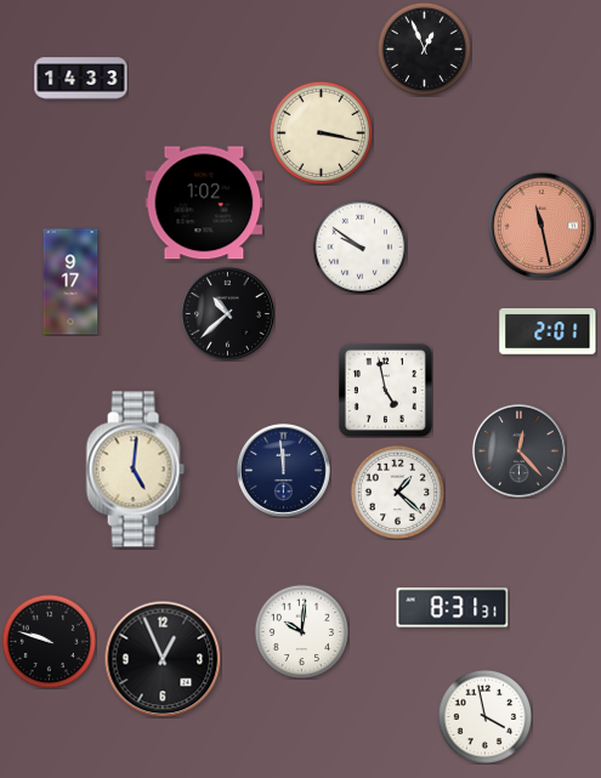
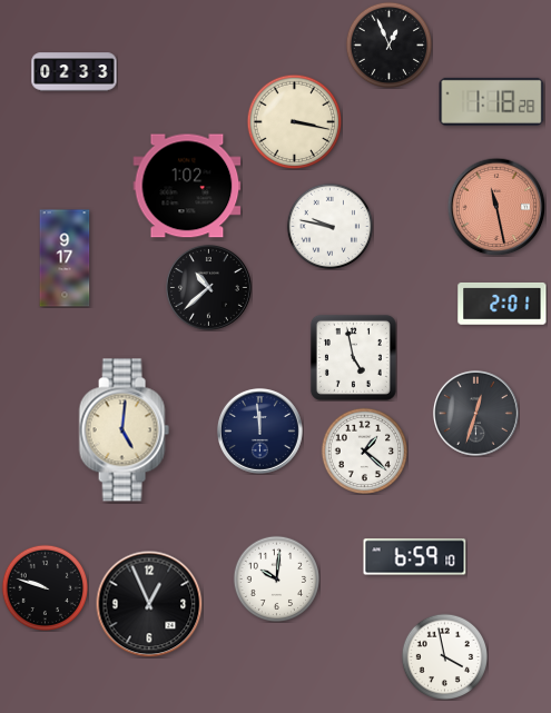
clock at (81, 79): 14:33 -> 02:33
clock at (492, 101): none -> 1:18
clock at (359, 246): 9:51 -> 9:47
clock at (518, 450): 12:23 -> 12:33
clock at (453, 608): 8:31 -> 6:59
